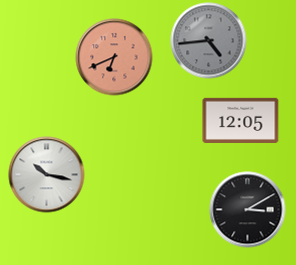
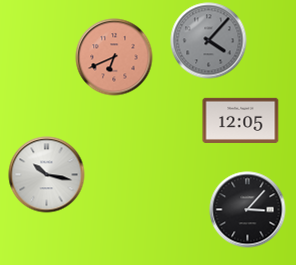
clock at (209, 41): 4:44 -> 4:07
clock at (248, 210): 3:10 -> 3:07
